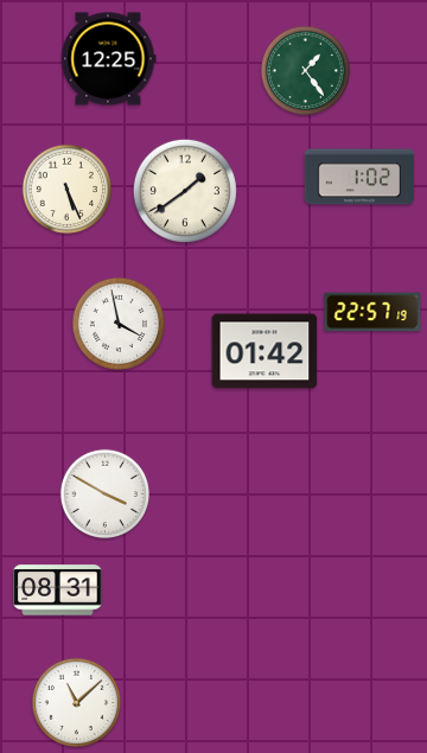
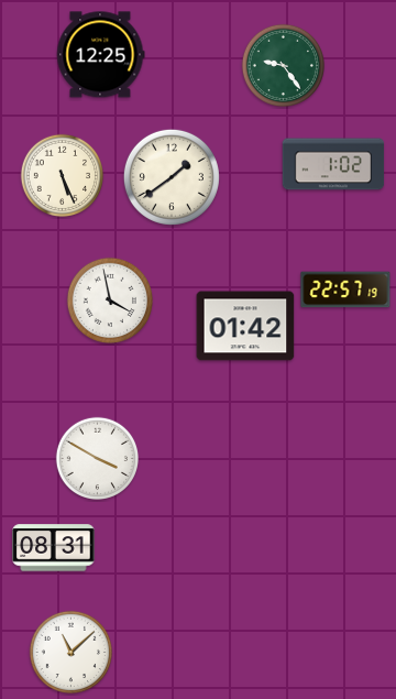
clock at (305, 70): 1:24 -> 9:24
